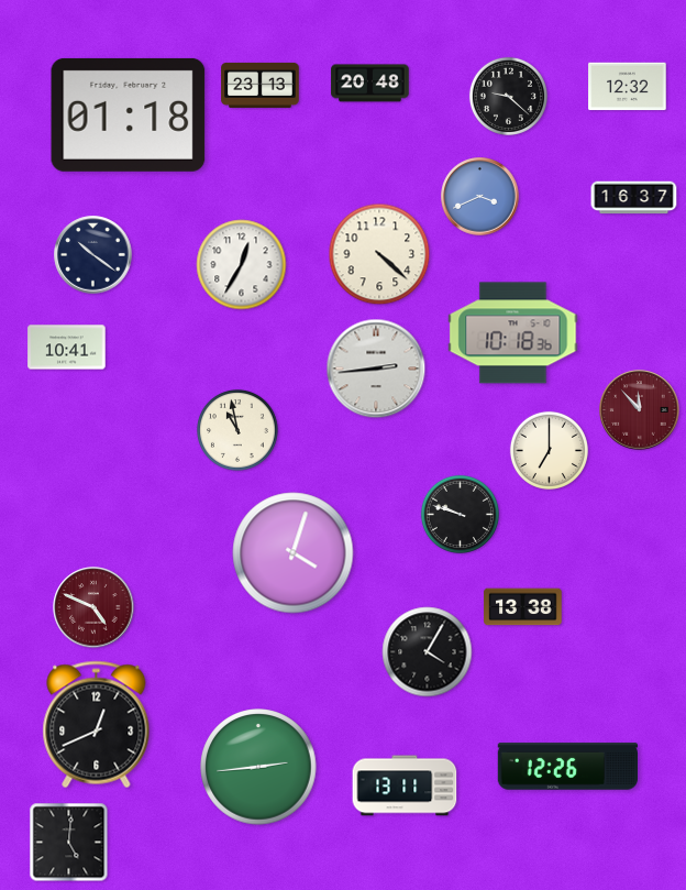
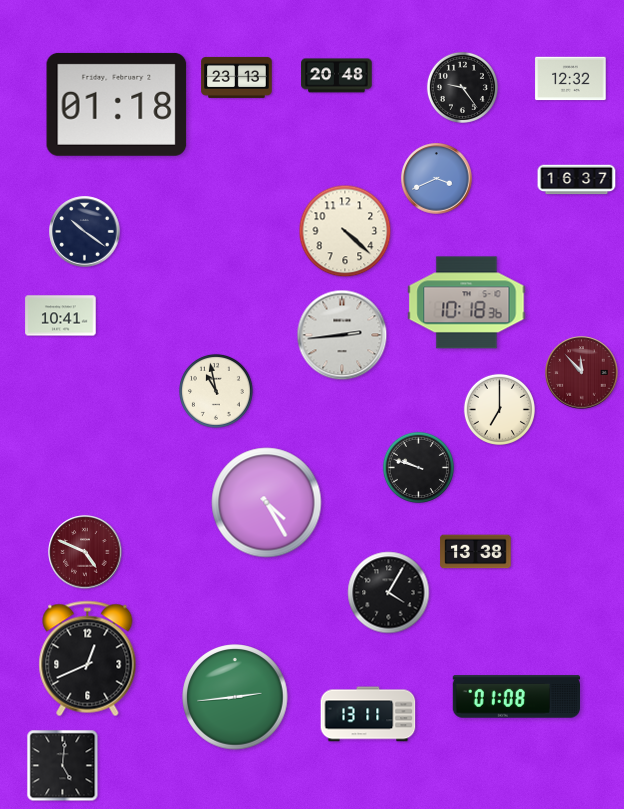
clock at (508, 96): 9:22 -> 9:24
clock at (242, 265): 12:35 -> none
clock at (294, 553): 4:03 -> 4:25
clock at (567, 767): 12:26 -> 01:08
